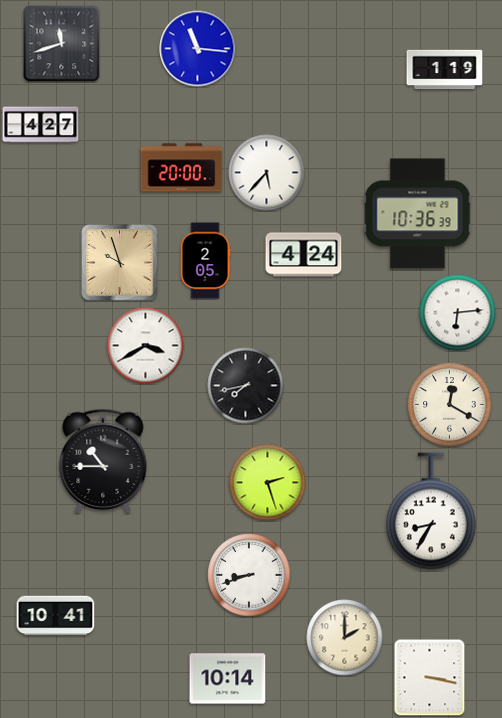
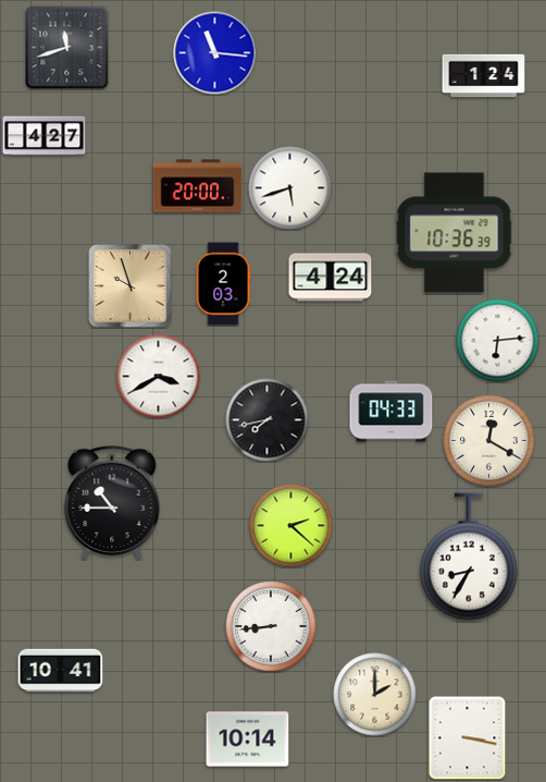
clock at (445, 70): 1:19 -> 1:24
clock at (182, 168) position: (182, 168) -> (198, 186)
clock at (267, 173): 5:37 -> 5:42
clock at (205, 261): 2:05 -> 2:03
clock at (392, 412): none -> 04:33
clock at (268, 483): 2:27 -> 2:22
clock at (249, 575): 8:42 -> 8:44
